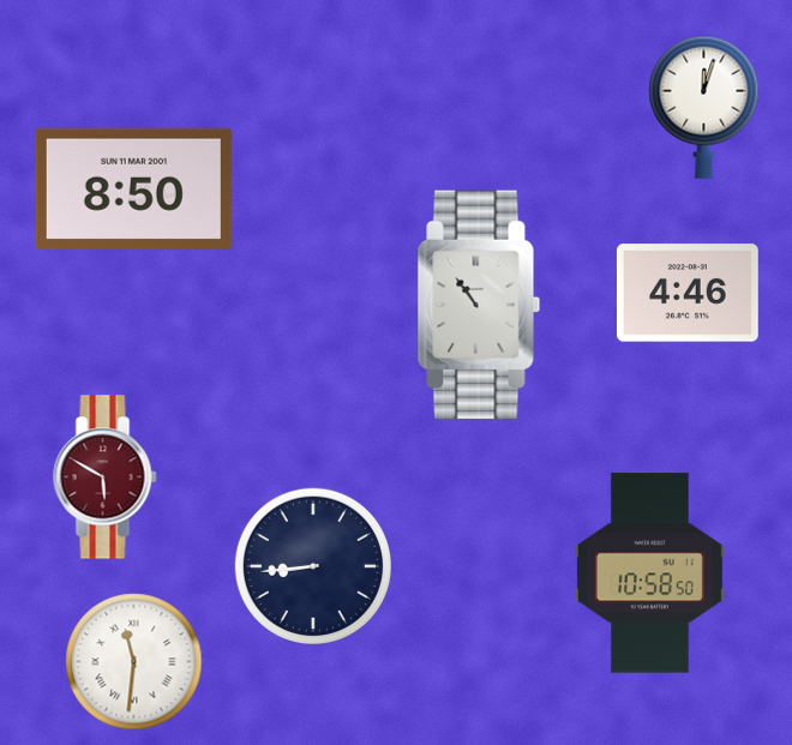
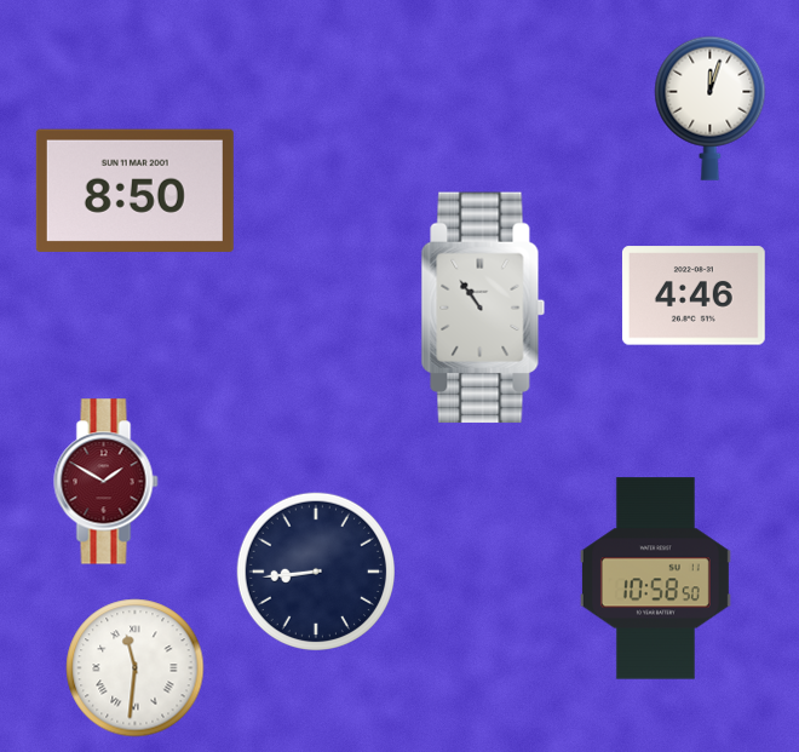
clock at (106, 477): 5:50 -> 1:50
